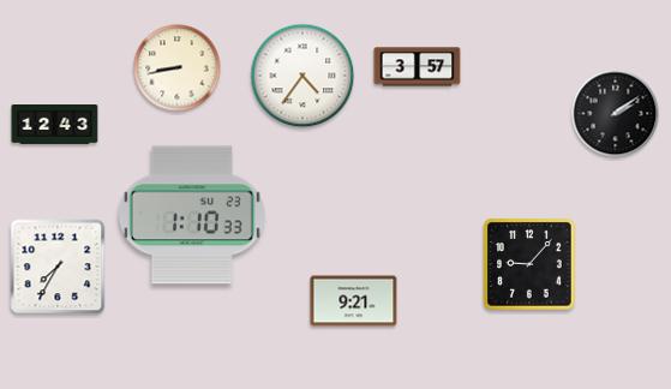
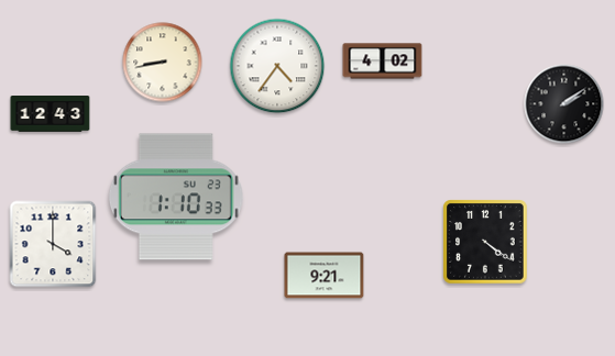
clock at (418, 67): 3:57 -> 4:02
clock at (302, 76) position: (302, 76) -> (277, 66)
clock at (529, 264): 9:07 -> 4:21
clock at (58, 267): 7:35 -> 4:00
